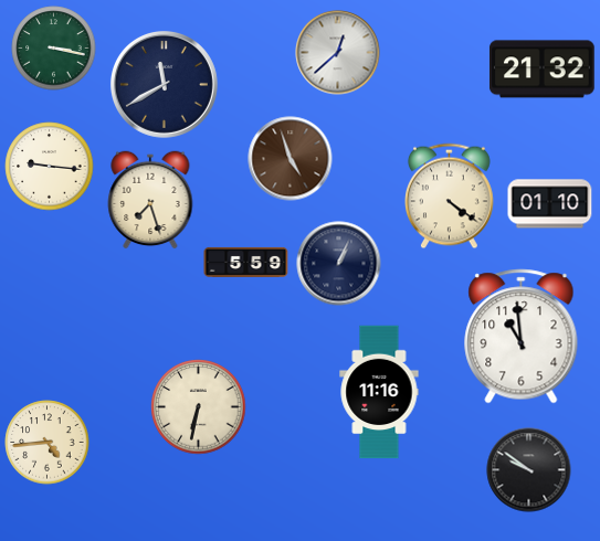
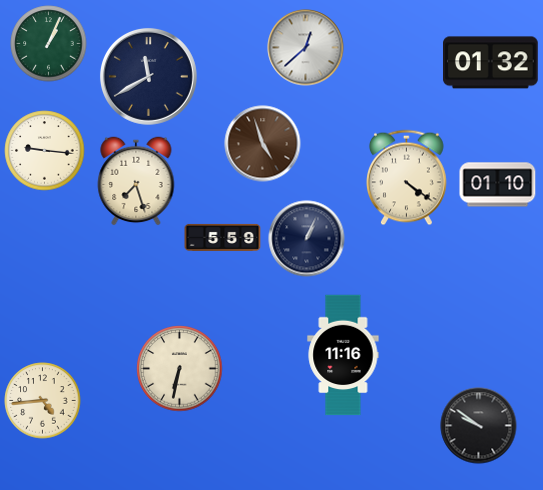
clock at (54, 49): 3:17 -> 1:04
clock at (543, 70): 21:32 -> 01:32
clock at (522, 337): 10:59 -> none
